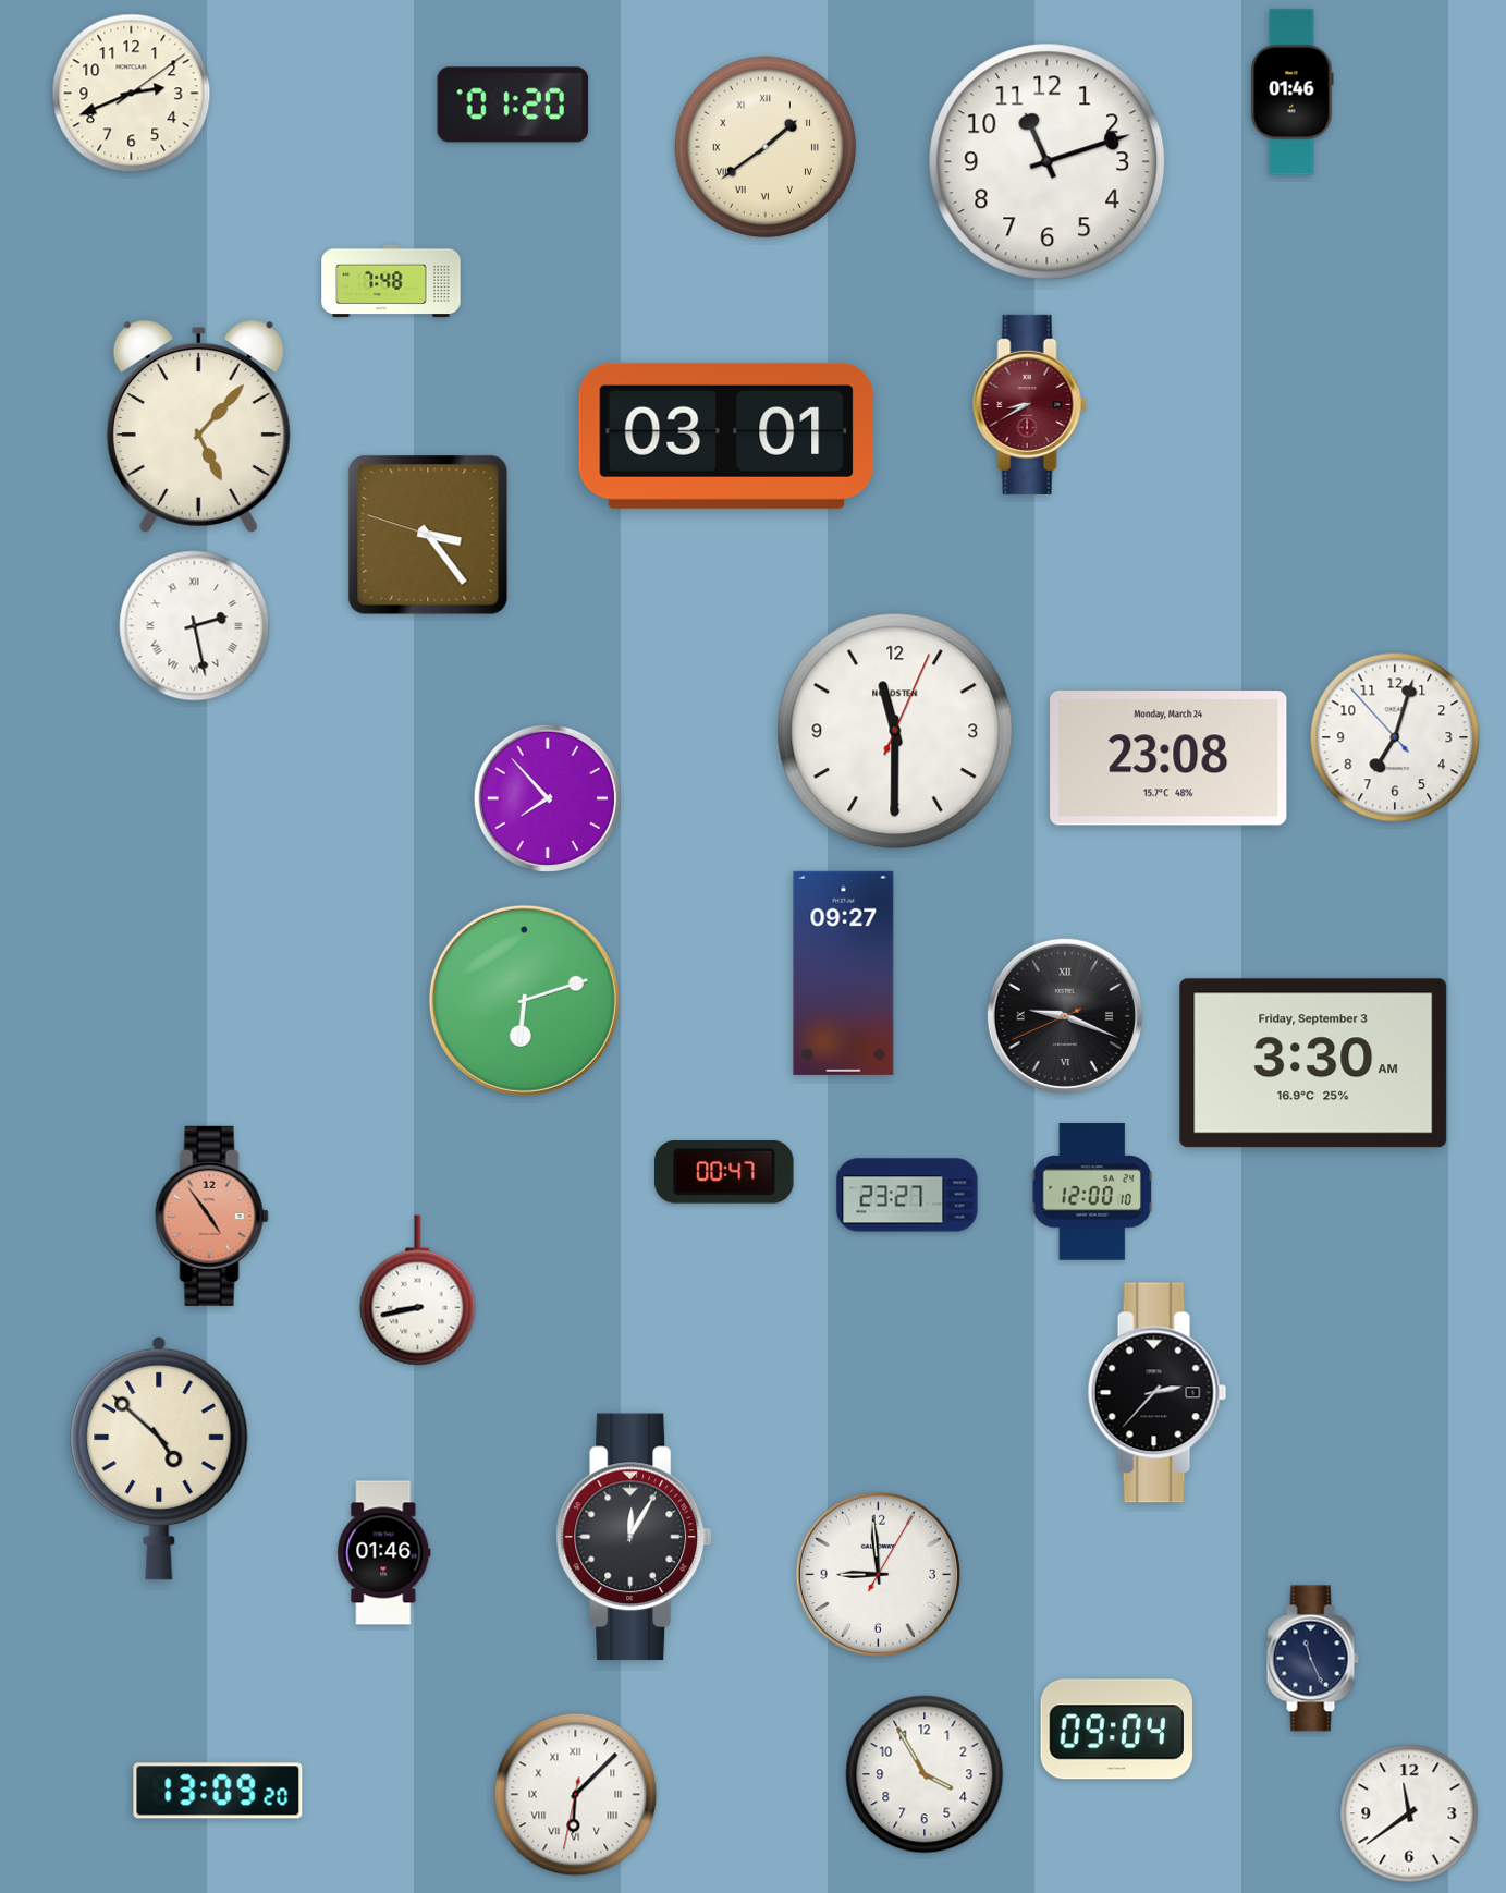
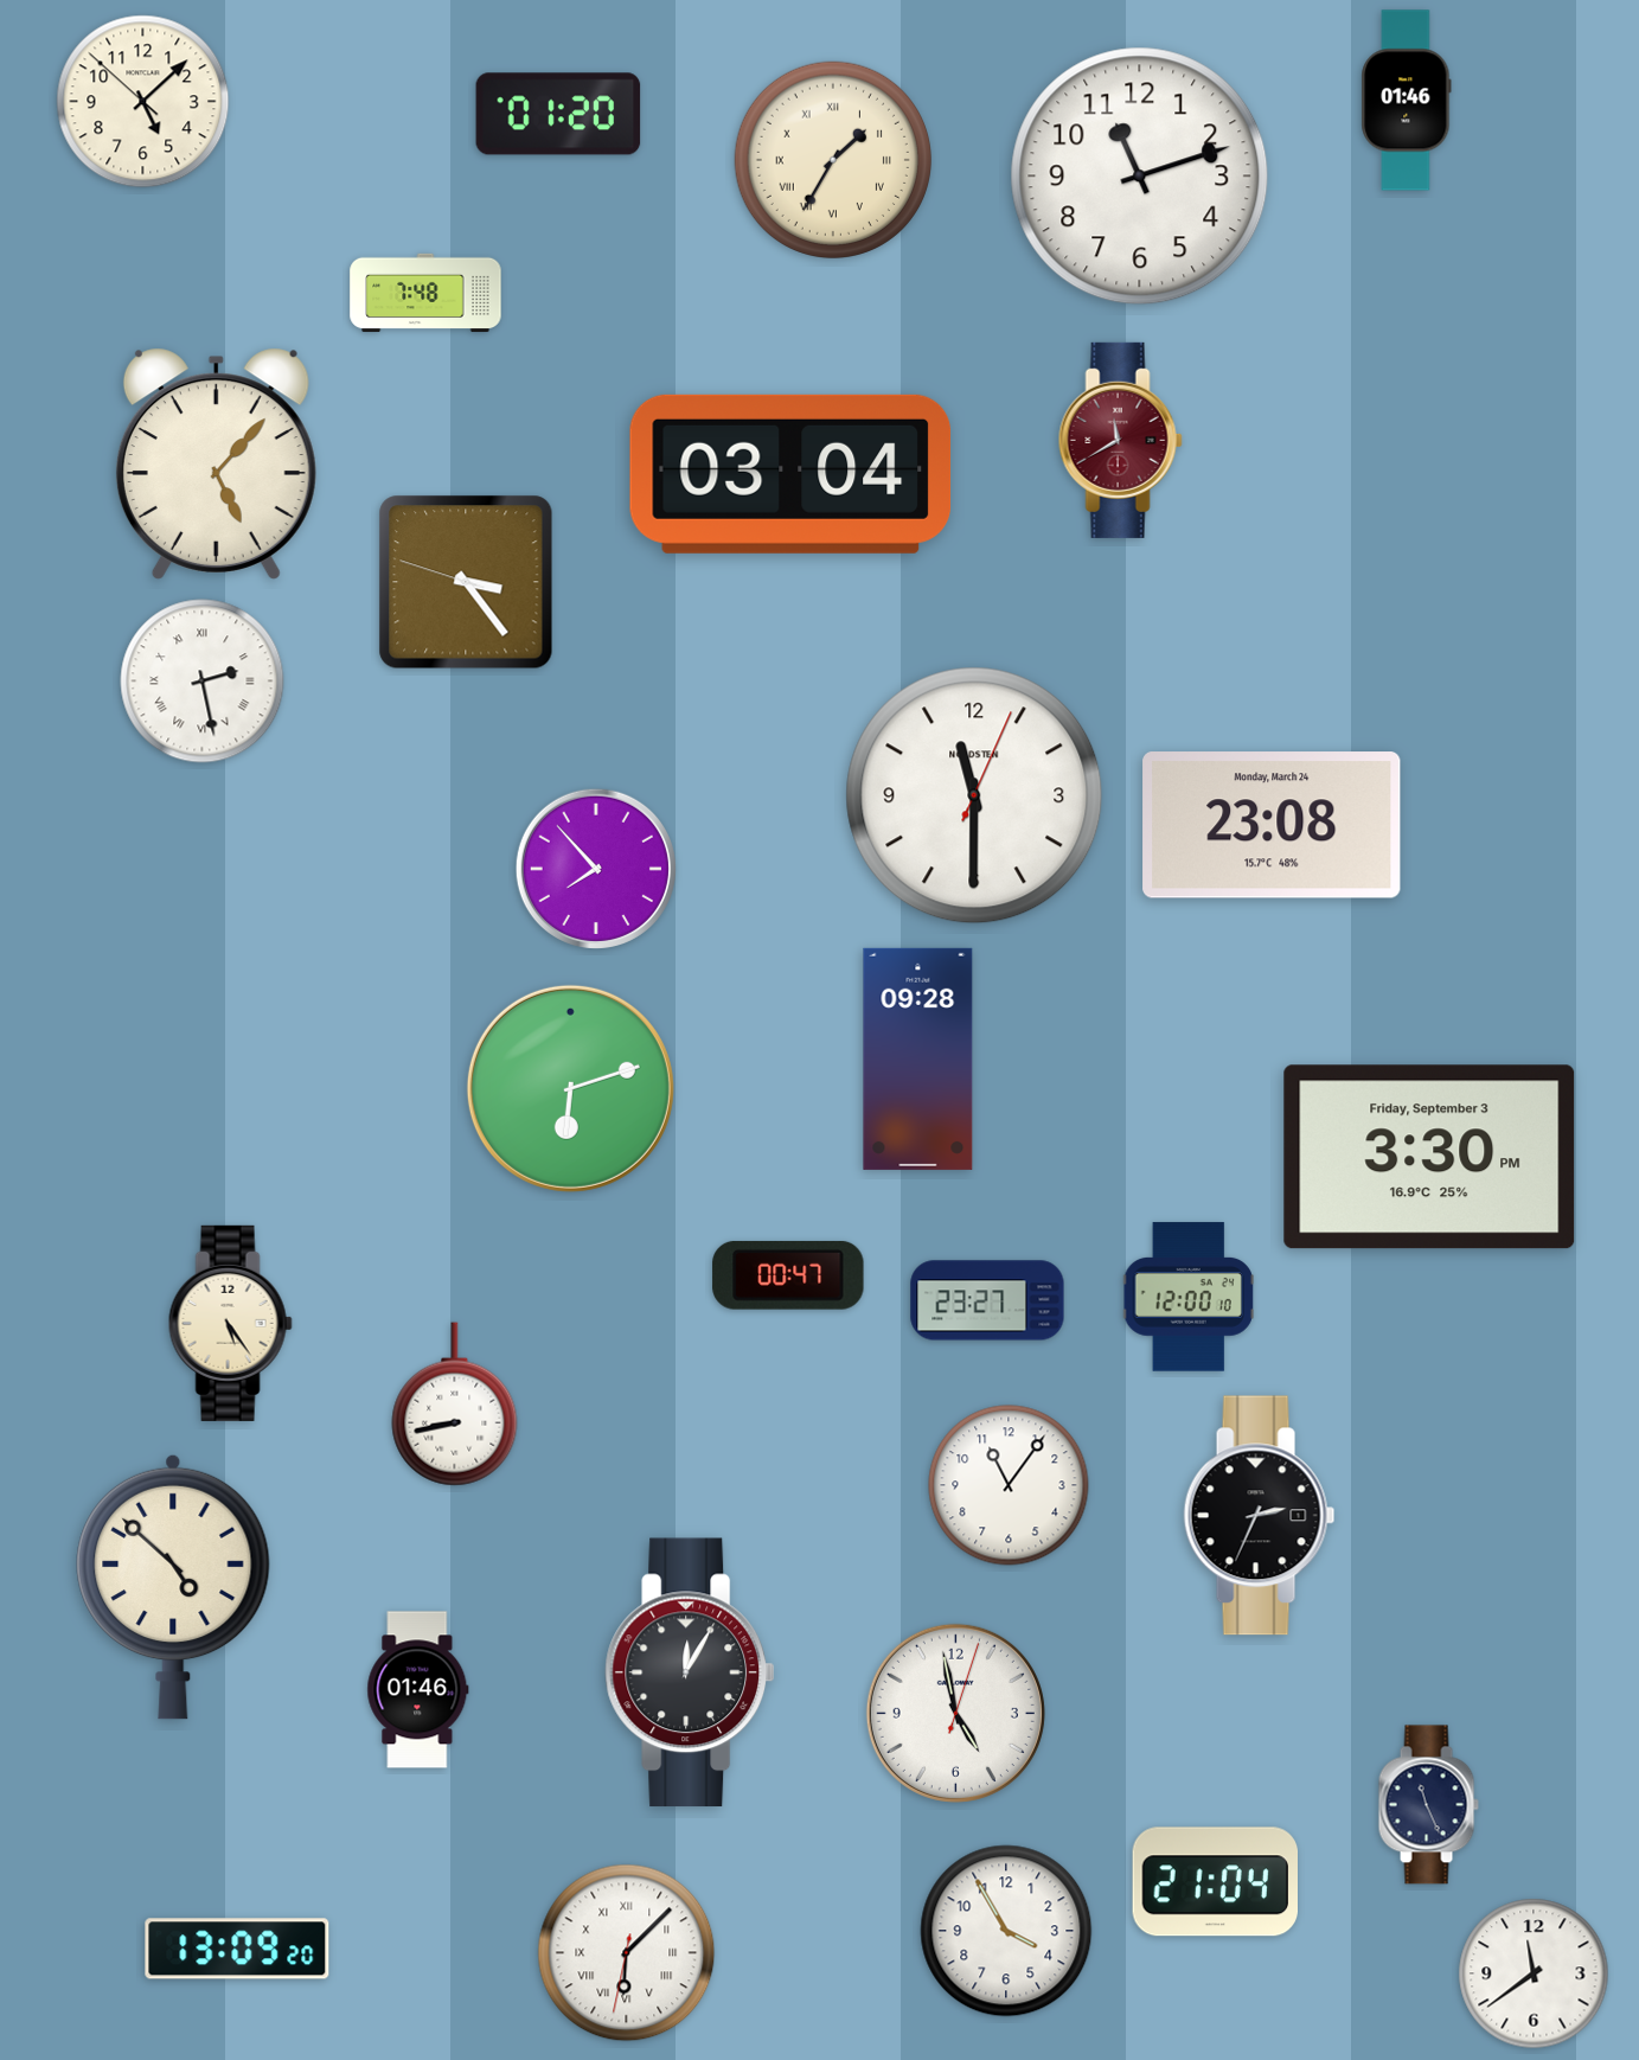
clock at (132, 94): 2:41 -> 5:07
clock at (766, 147): 1:39 -> 1:35
clock at (391, 281) position: (391, 281) -> (425, 293)
clock at (1029, 404): 8:40 -> 11:40
clock at (726, 436): 03:01 -> 03:04
clock at (195, 626) position: (195, 626) -> (203, 682)
clock at (1395, 737): 7:02 -> none
clock at (844, 973): 09:27 -> 09:28
clock at (1065, 1016): 9:18 -> none
clock at (1313, 1063): 3:30 AM -> 3:30 PM
clock at (211, 1216): 4:54 -> 5:24
clock at (211, 1216) dial: salmon -> cream
clock at (1009, 1485): none -> 11:06
clock at (1158, 1393): 2:37 -> 2:34
clock at (878, 1574): 8:59 -> 4:58
clock at (1116, 1730): 09:04 -> 21:04
